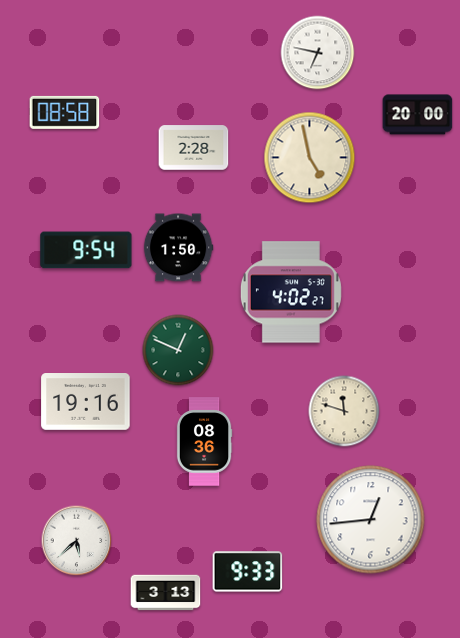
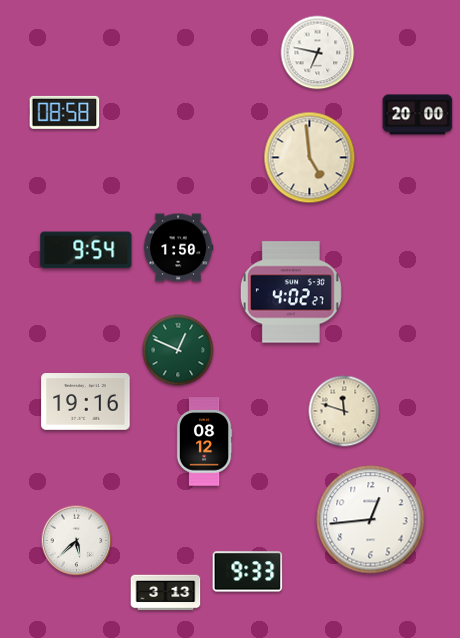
clock at (194, 148): 2:28 -> none
clock at (310, 158): 4:58 -> 4:59
clock at (204, 442): 08:36 -> 08:12
